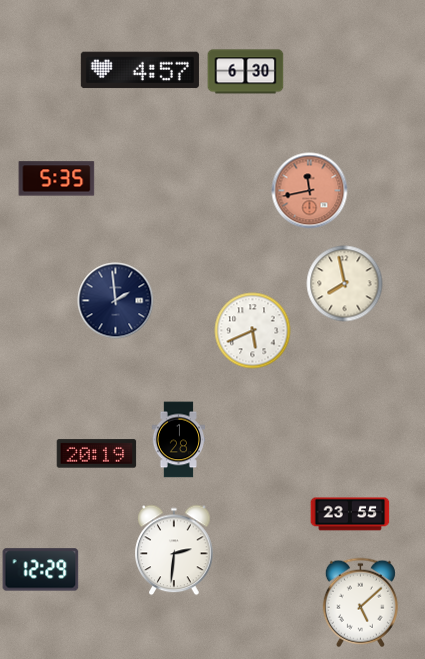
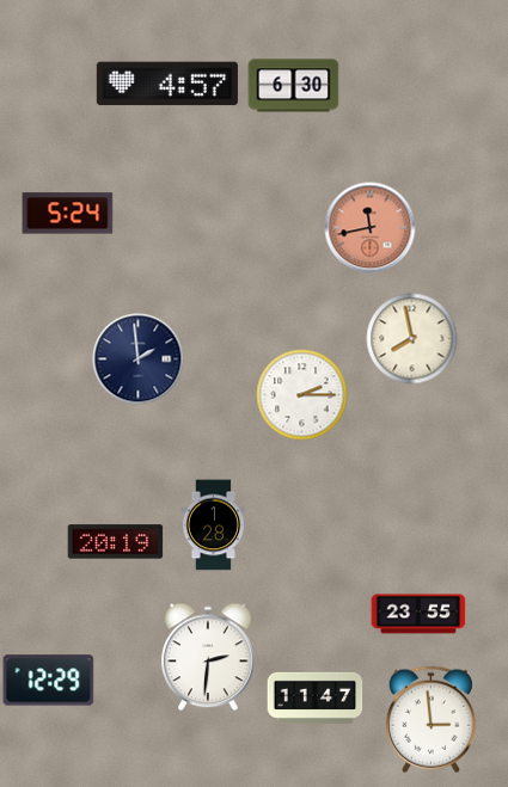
clock at (57, 179): 5:35 -> 5:24
clock at (253, 331): 5:41 -> 2:15
clock at (316, 697): none -> 11:47
clock at (360, 603): 5:08 -> 2:59
